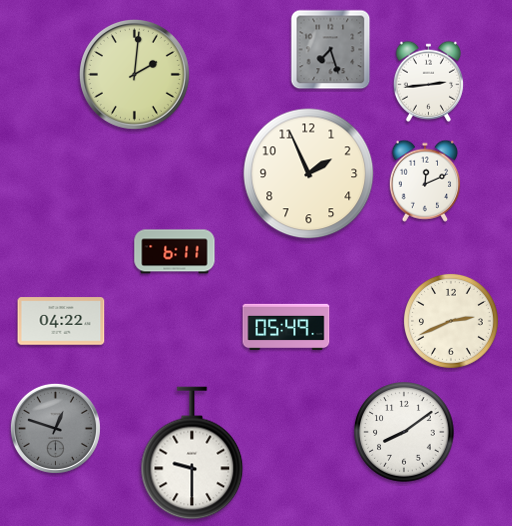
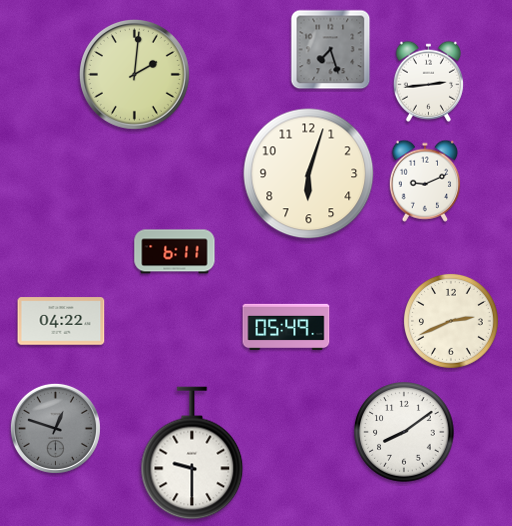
clock at (309, 174): 1:56 -> 6:03
clock at (425, 181): 12:11 -> 9:11
